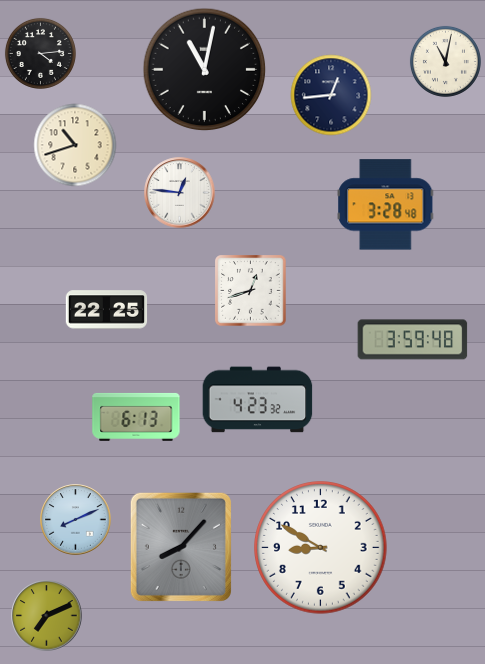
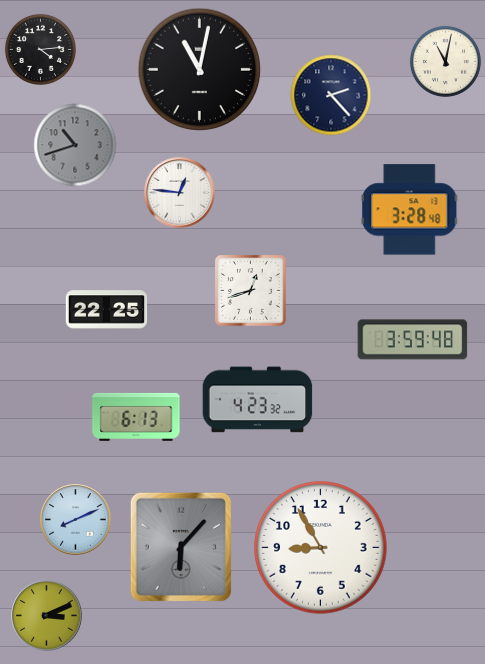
clock at (40, 53) position: (40, 53) -> (40, 49)
clock at (205, 70) position: (205, 70) -> (200, 70)
clock at (331, 95): 12:44 -> 2:23
clock at (75, 145) dial: cream -> grey
clock at (386, 205) position: (386, 205) -> (410, 210)
clock at (181, 547): 8:07 -> 6:07
clock at (321, 548): 8:50 -> 8:55
clock at (47, 616): 7:11 -> 3:11
